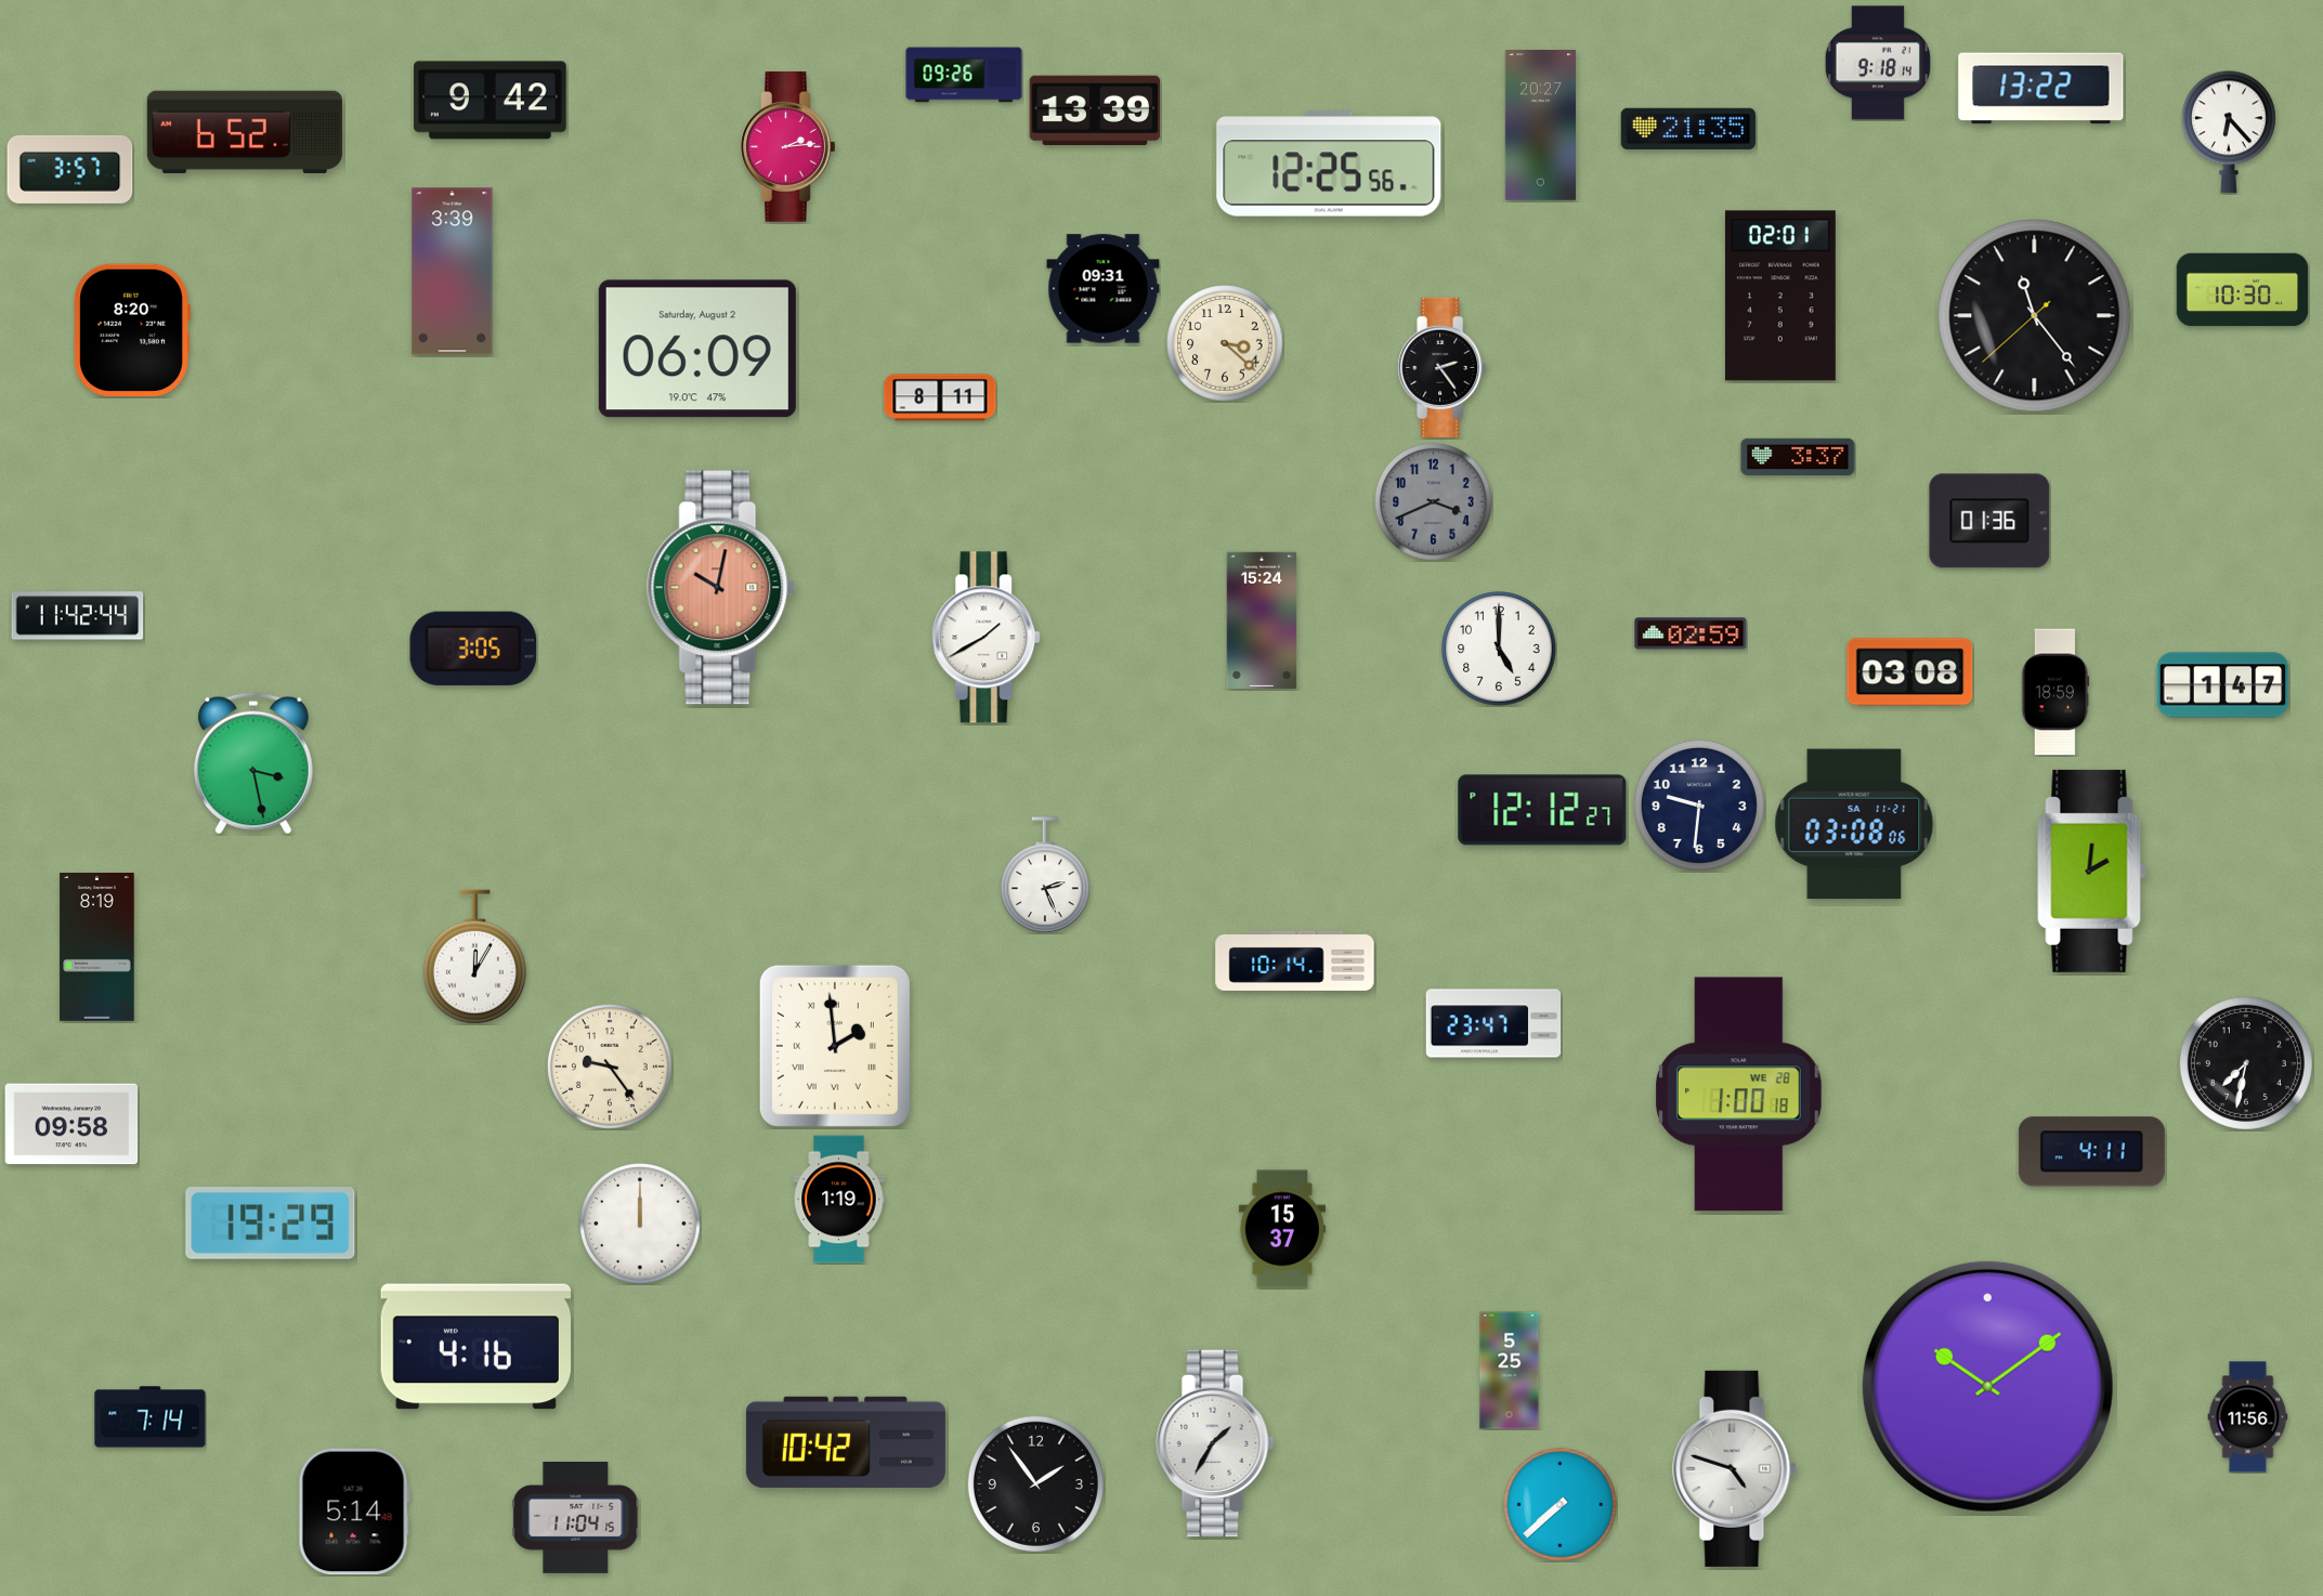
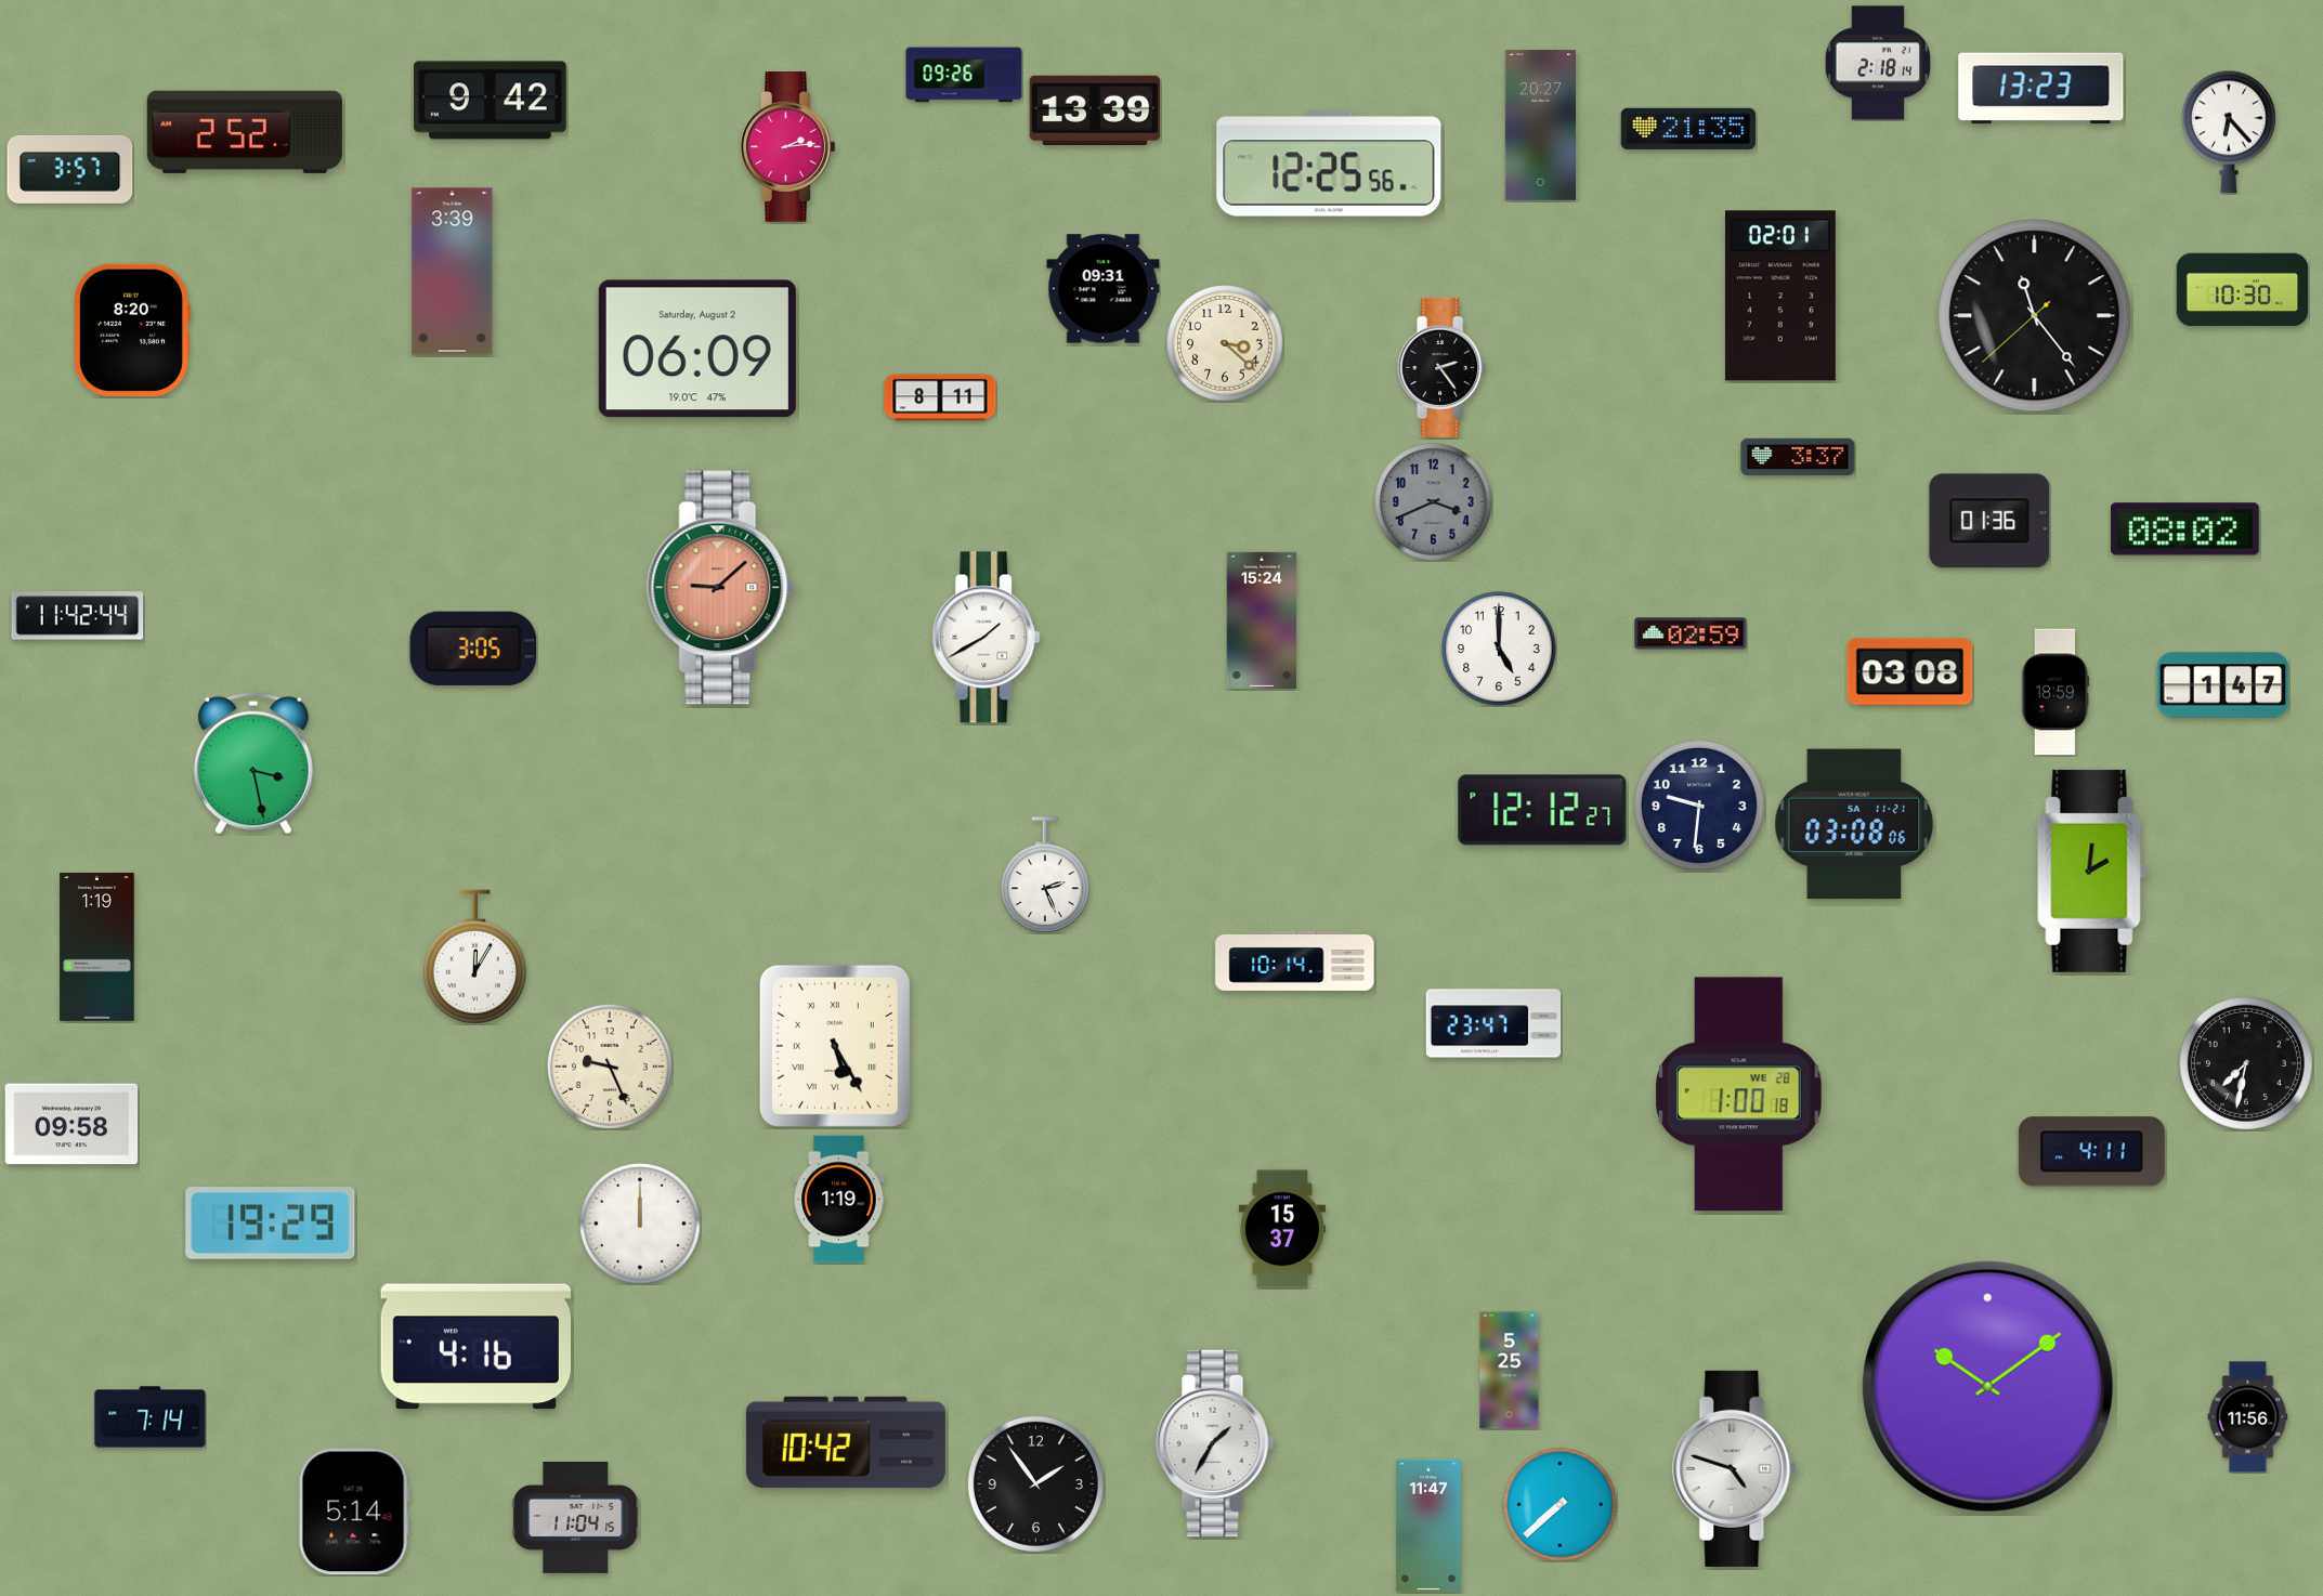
clock at (1878, 63): 9:18 -> 2:18
clock at (2041, 89): 13:22 -> 13:23
clock at (245, 132): 6:52 -> 2:52
clock at (2184, 529): none -> 08:02
clock at (721, 588): 10:02 -> 9:08
clock at (97, 947): 8:19 -> 1:19
clock at (835, 1046): 1:59 -> 5:25
clock at (611, 1068): 9:24 -> 9:26
clock at (1428, 1526): none -> 11:47
